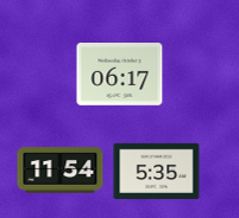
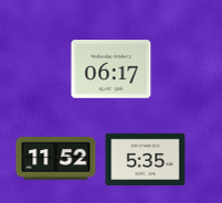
clock at (61, 171): 11:54 -> 11:52
